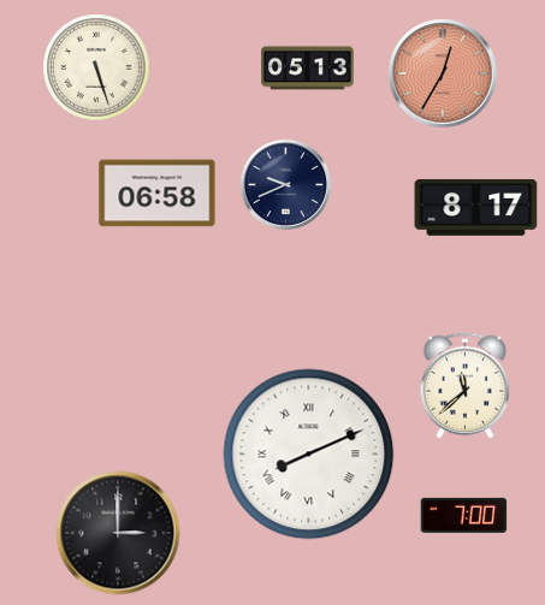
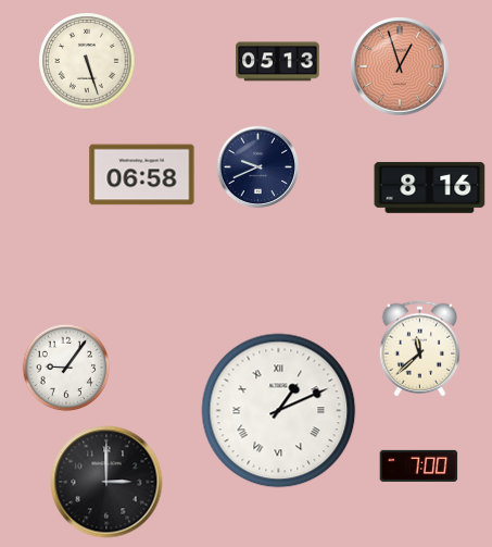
clock at (443, 73): 12:35 -> 12:57
clock at (476, 207): 8:17 -> 8:16
clock at (66, 368): none -> 9:06
clock at (309, 455): 8:11 -> 1:11
